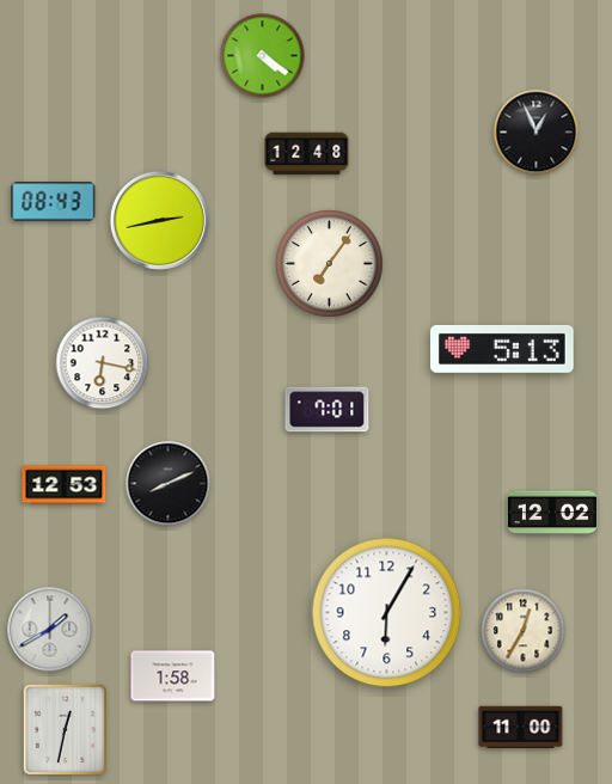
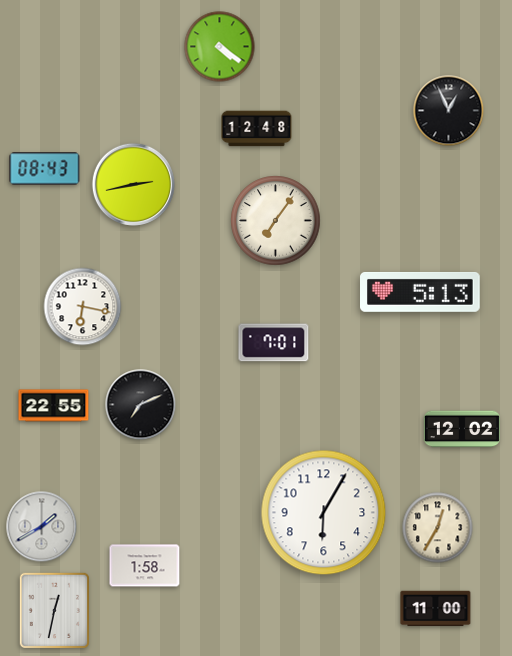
clock at (103, 363) position: (103, 363) -> (83, 307)
clock at (169, 484): 8:11 -> 7:11
clock at (65, 485): 12:53 -> 22:55
